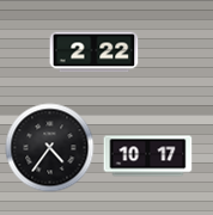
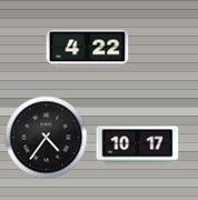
clock at (95, 53): 2:22 -> 4:22
